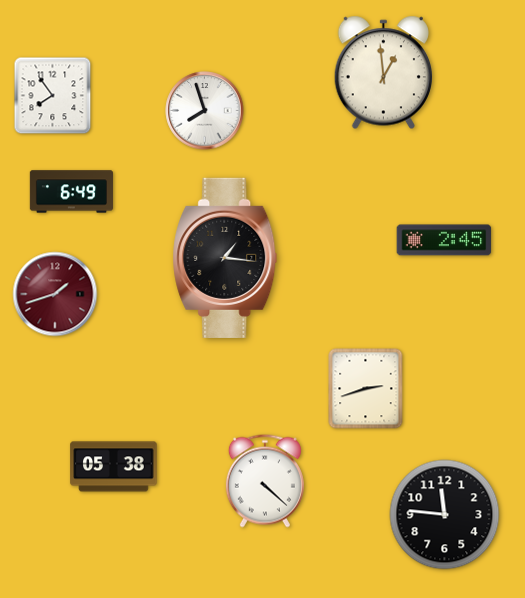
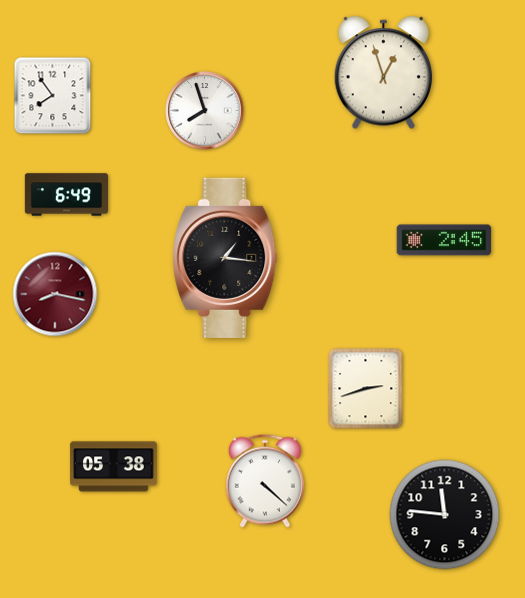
clock at (383, 73): 12:59 -> 12:57
clock at (71, 192) position: (71, 192) -> (66, 195)
clock at (55, 294): 1:42 -> 8:17
